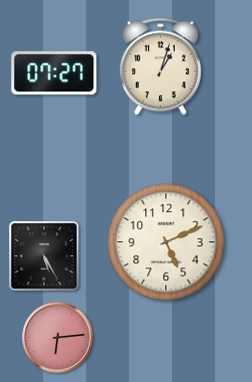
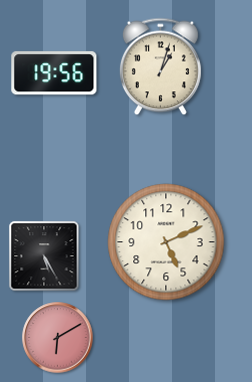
clock at (54, 73): 07:27 -> 19:56
clock at (58, 338): 6:14 -> 6:10
